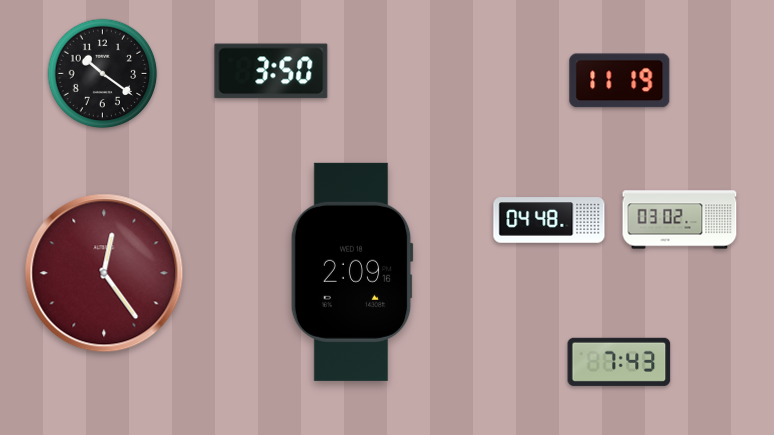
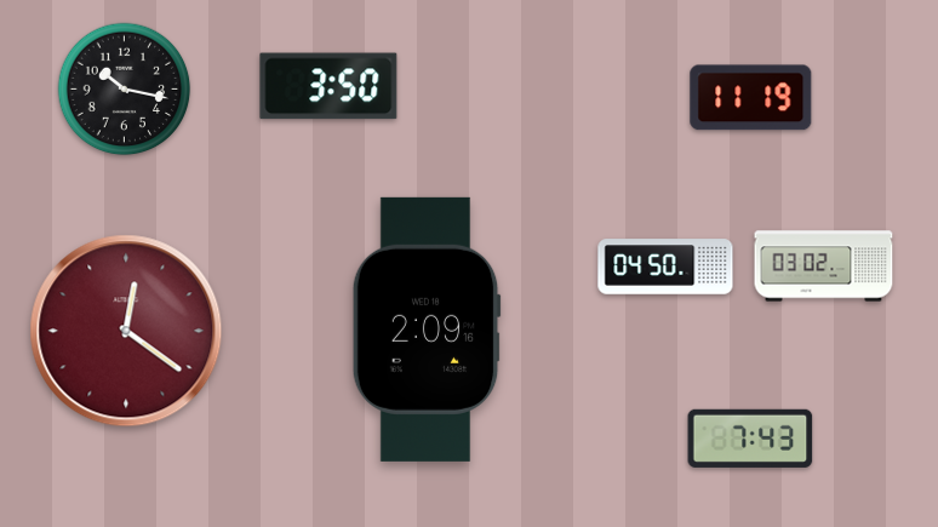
clock at (103, 74): 10:21 -> 10:17
clock at (549, 220): 04:48 -> 04:50
clock at (104, 273): 12:24 -> 12:21
